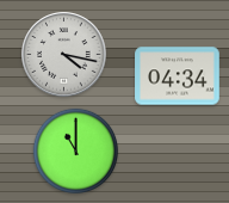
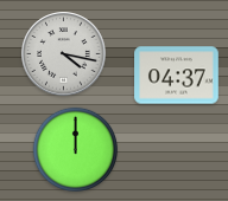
clock at (178, 76): 04:34 -> 04:37
clock at (75, 150): 11:00 -> 12:00
